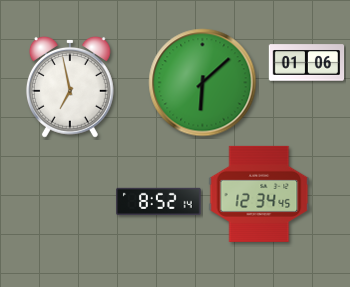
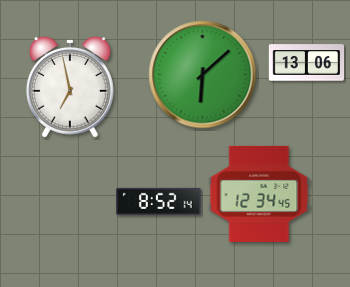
clock at (307, 63): 01:06 -> 13:06
clock at (203, 83) position: (203, 83) -> (203, 75)
